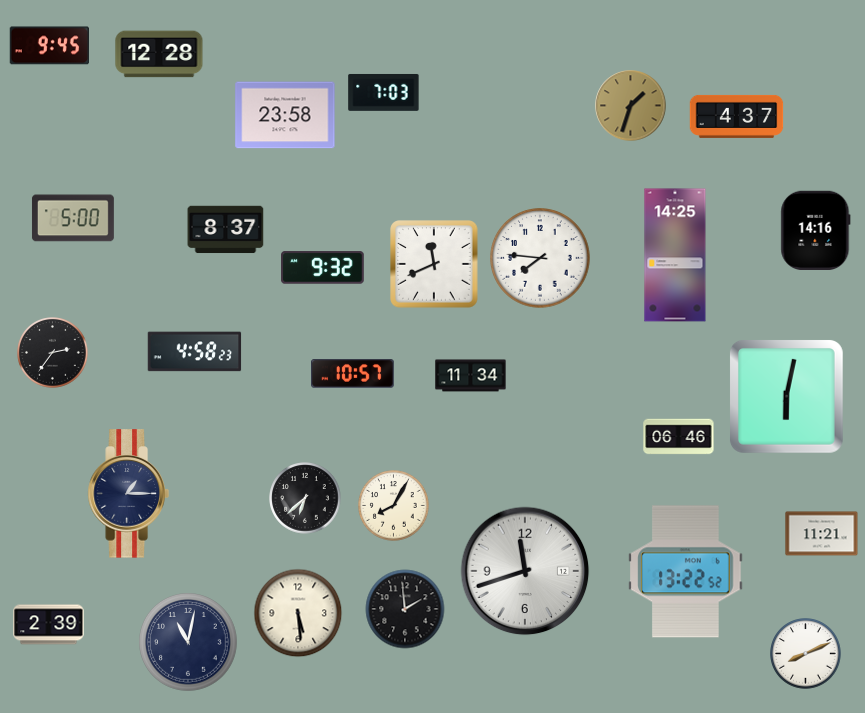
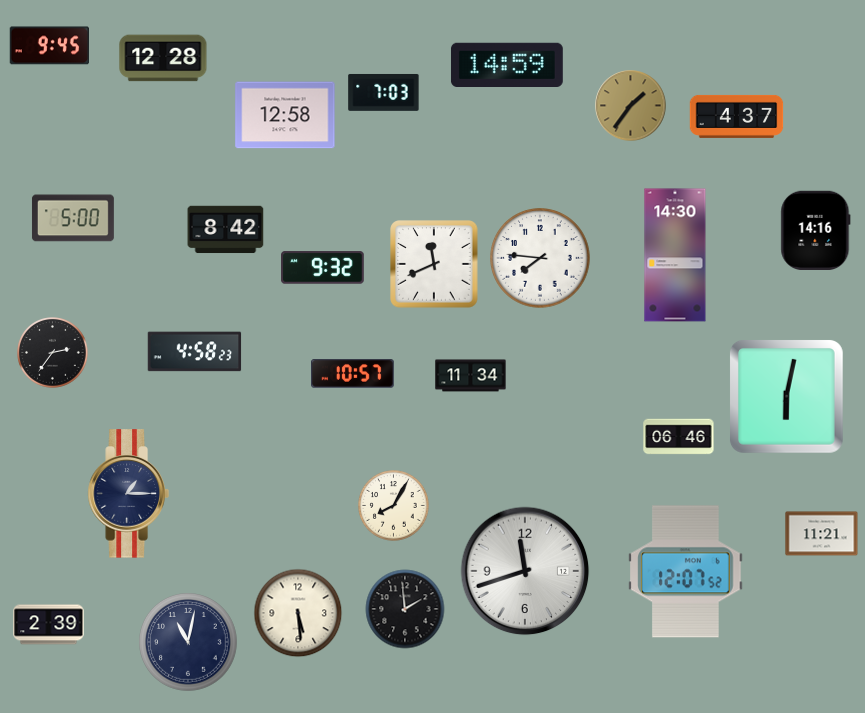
clock at (159, 54) position: (159, 54) -> (163, 58)
clock at (507, 64): none -> 14:59
clock at (631, 106): 1:33 -> 1:36
clock at (285, 115): 23:58 -> 12:58
clock at (226, 230): 8:37 -> 8:42
clock at (675, 255): 14:25 -> 14:30
clock at (305, 498): 6:38 -> none
clock at (686, 572): 13:22 -> 12:07
clock at (806, 654): 8:11 -> none
